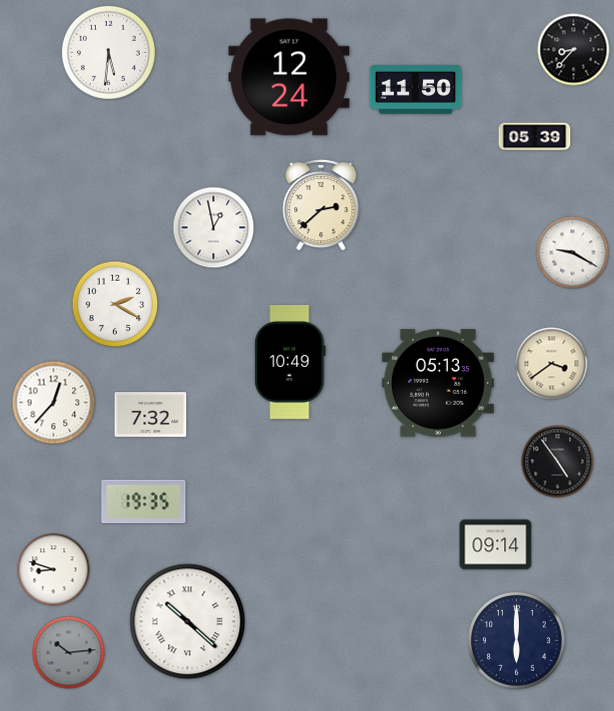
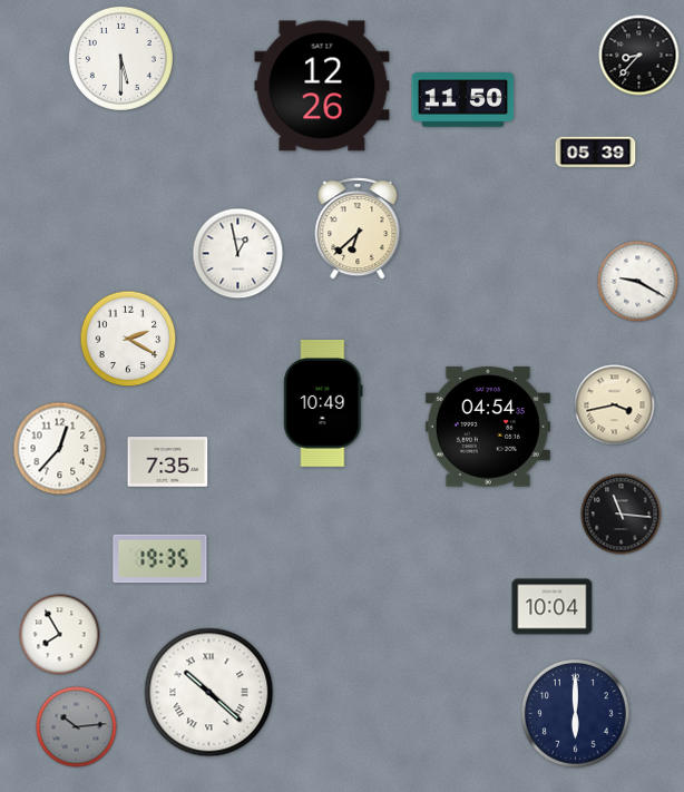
clock at (108, 52): 5:31 -> 5:30
clock at (289, 77): 12:24 -> 12:26
clock at (321, 205): 2:38 -> 6:38
clock at (552, 364): 3:39 -> 3:43
clock at (438, 383): 05:13 -> 04:54
clock at (151, 415): 7:32 -> 7:35
clock at (558, 462): 4:54 -> 11:16
clock at (496, 545): 09:14 -> 10:04
clock at (54, 570): 8:48 -> 7:55
